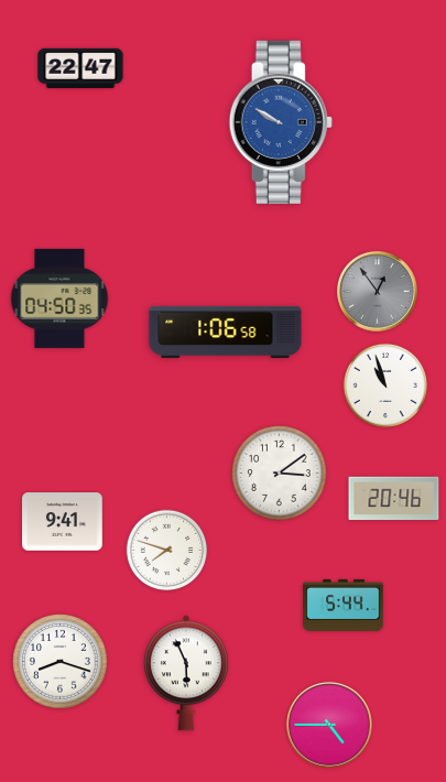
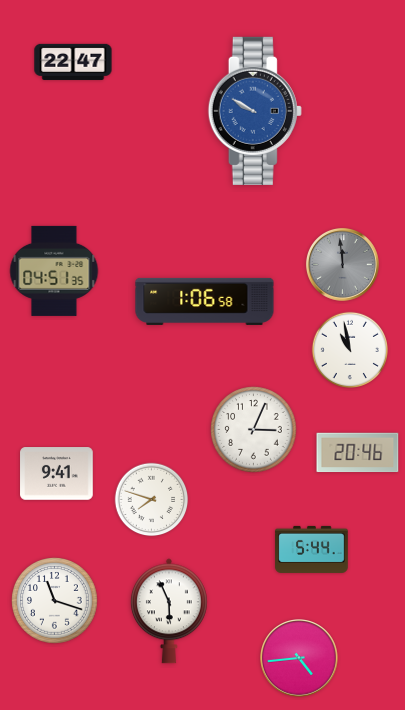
clock at (377, 291): 12:54 -> 11:59
clock at (59, 298): 04:50 -> 04:51
clock at (384, 384): 10:57 -> 10:58
clock at (280, 474): 3:09 -> 3:04
clock at (61, 662): 8:18 -> 11:18
clock at (330, 726): 4:45 -> 4:44
